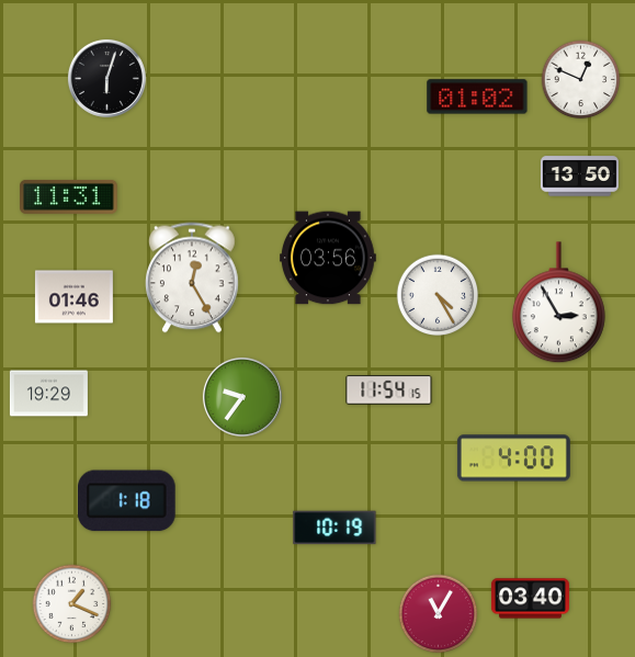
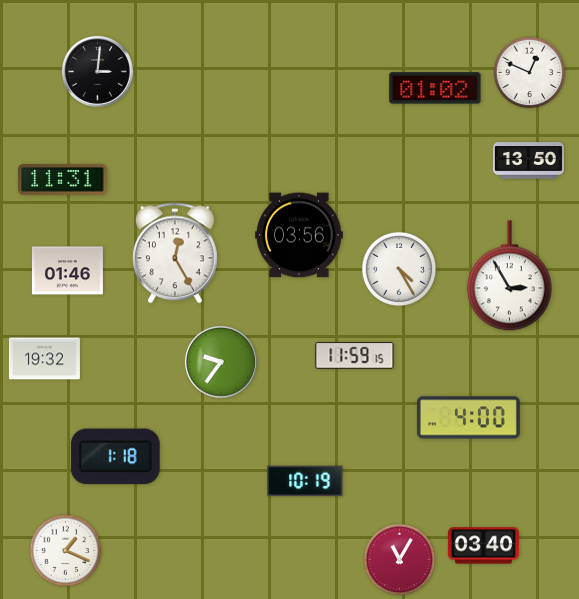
clock at (106, 78): 6:03 -> 3:01
clock at (389, 390): 11:54 -> 11:59
clock at (48, 394): 19:29 -> 19:32
